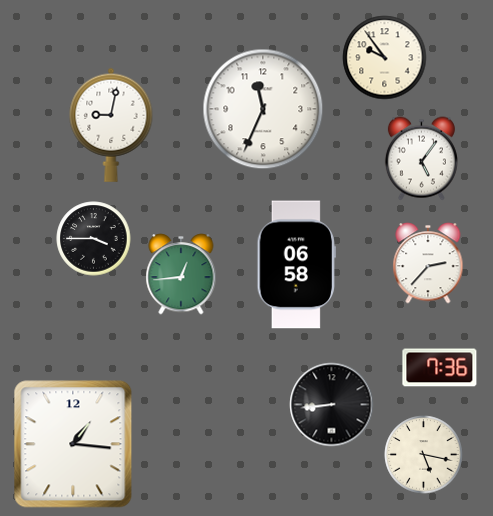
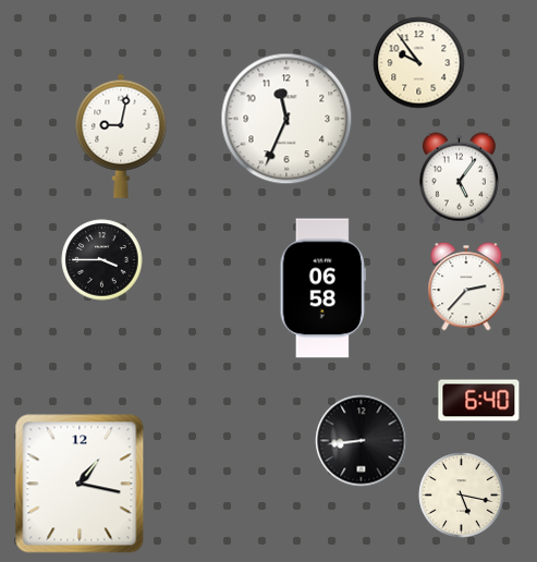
clock at (421, 159) position: (421, 159) -> (459, 179)
clock at (181, 274): 12:44 -> none
clock at (440, 368): 7:36 -> 6:40
clock at (73, 444): 1:16 -> 1:17
